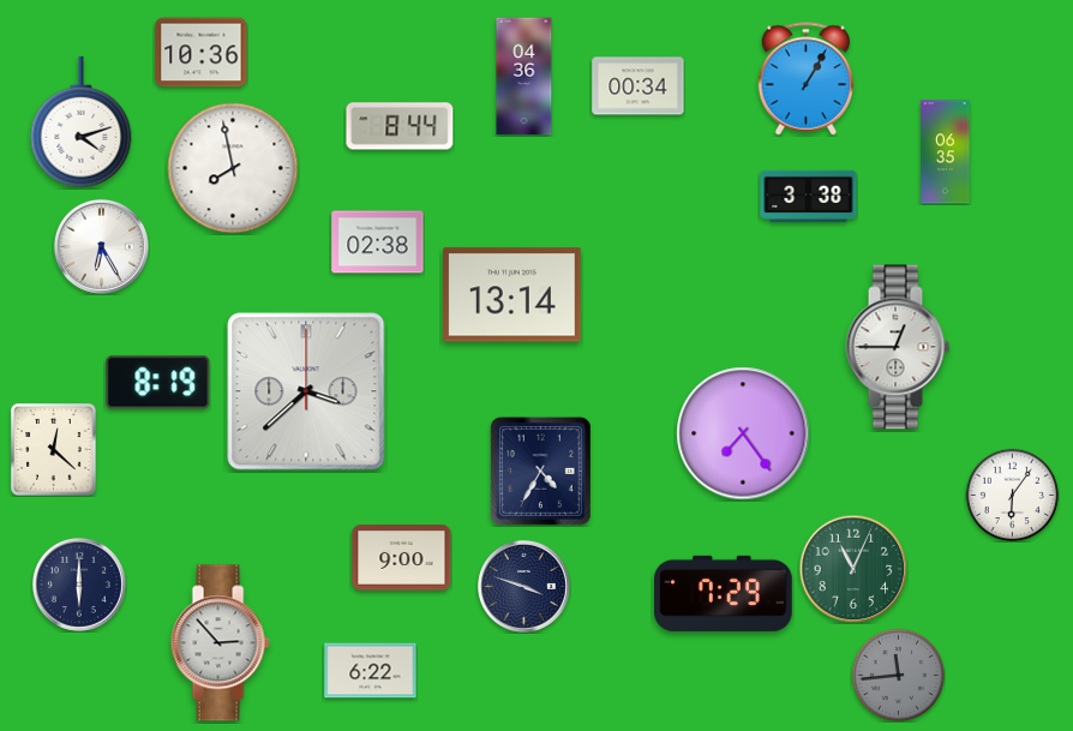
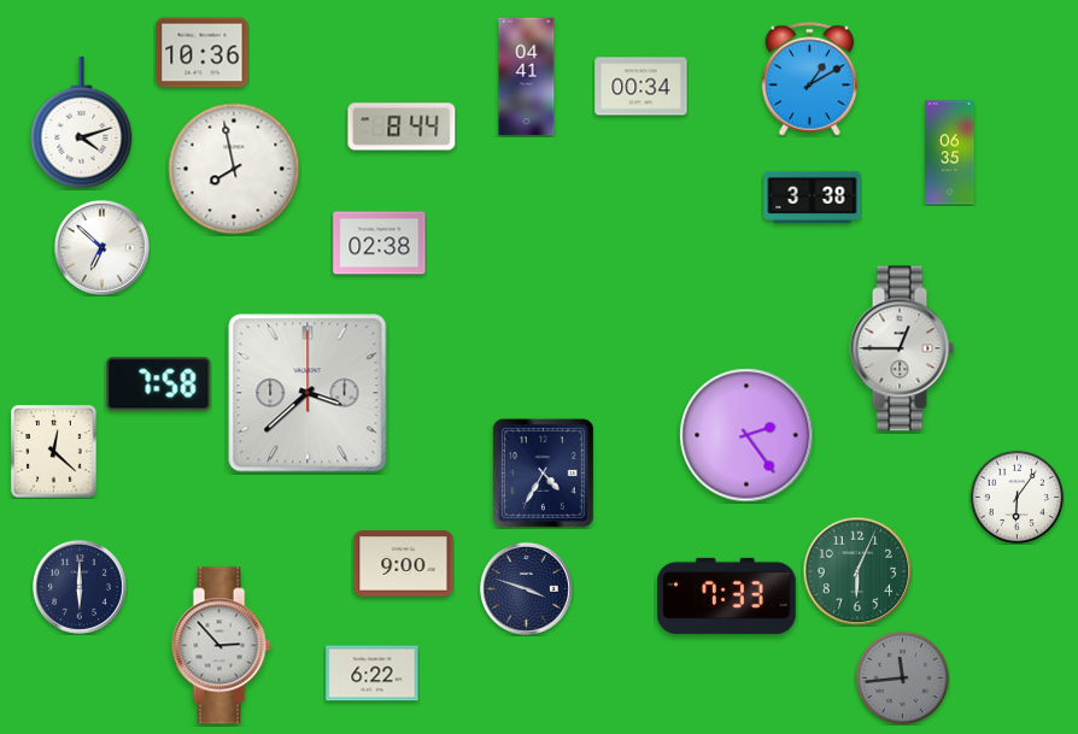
clock at (524, 77): 04:36 -> 04:41
clock at (805, 79): 1:05 -> 1:10
clock at (101, 246): 6:25 -> 6:52
clock at (512, 295): 13:14 -> none
clock at (158, 383): 8:19 -> 7:58
clock at (743, 433): 7:24 -> 2:24
clock at (402, 558) position: (402, 558) -> (404, 564)
clock at (853, 569): 11:04 -> 6:04
clock at (724, 593): 7:29 -> 7:33
